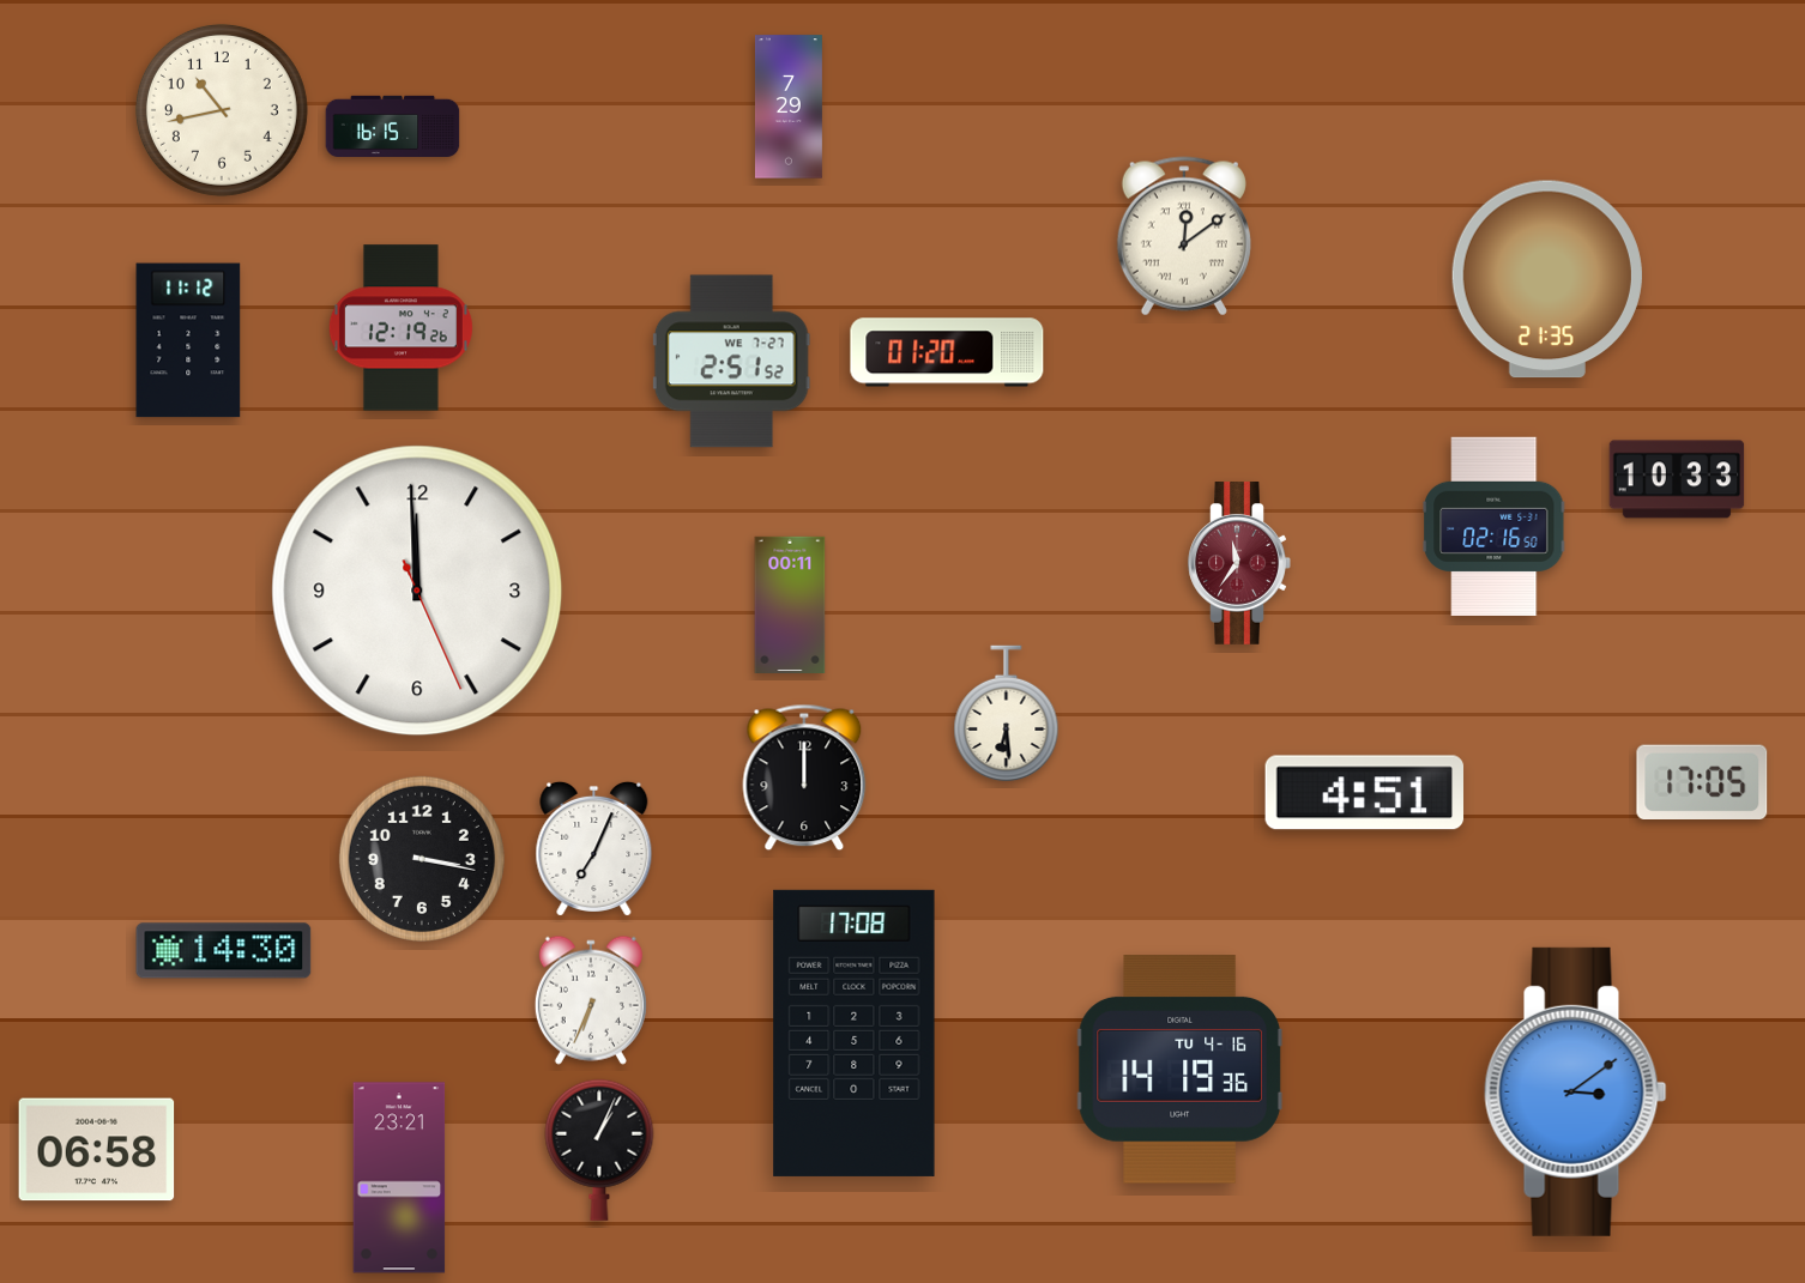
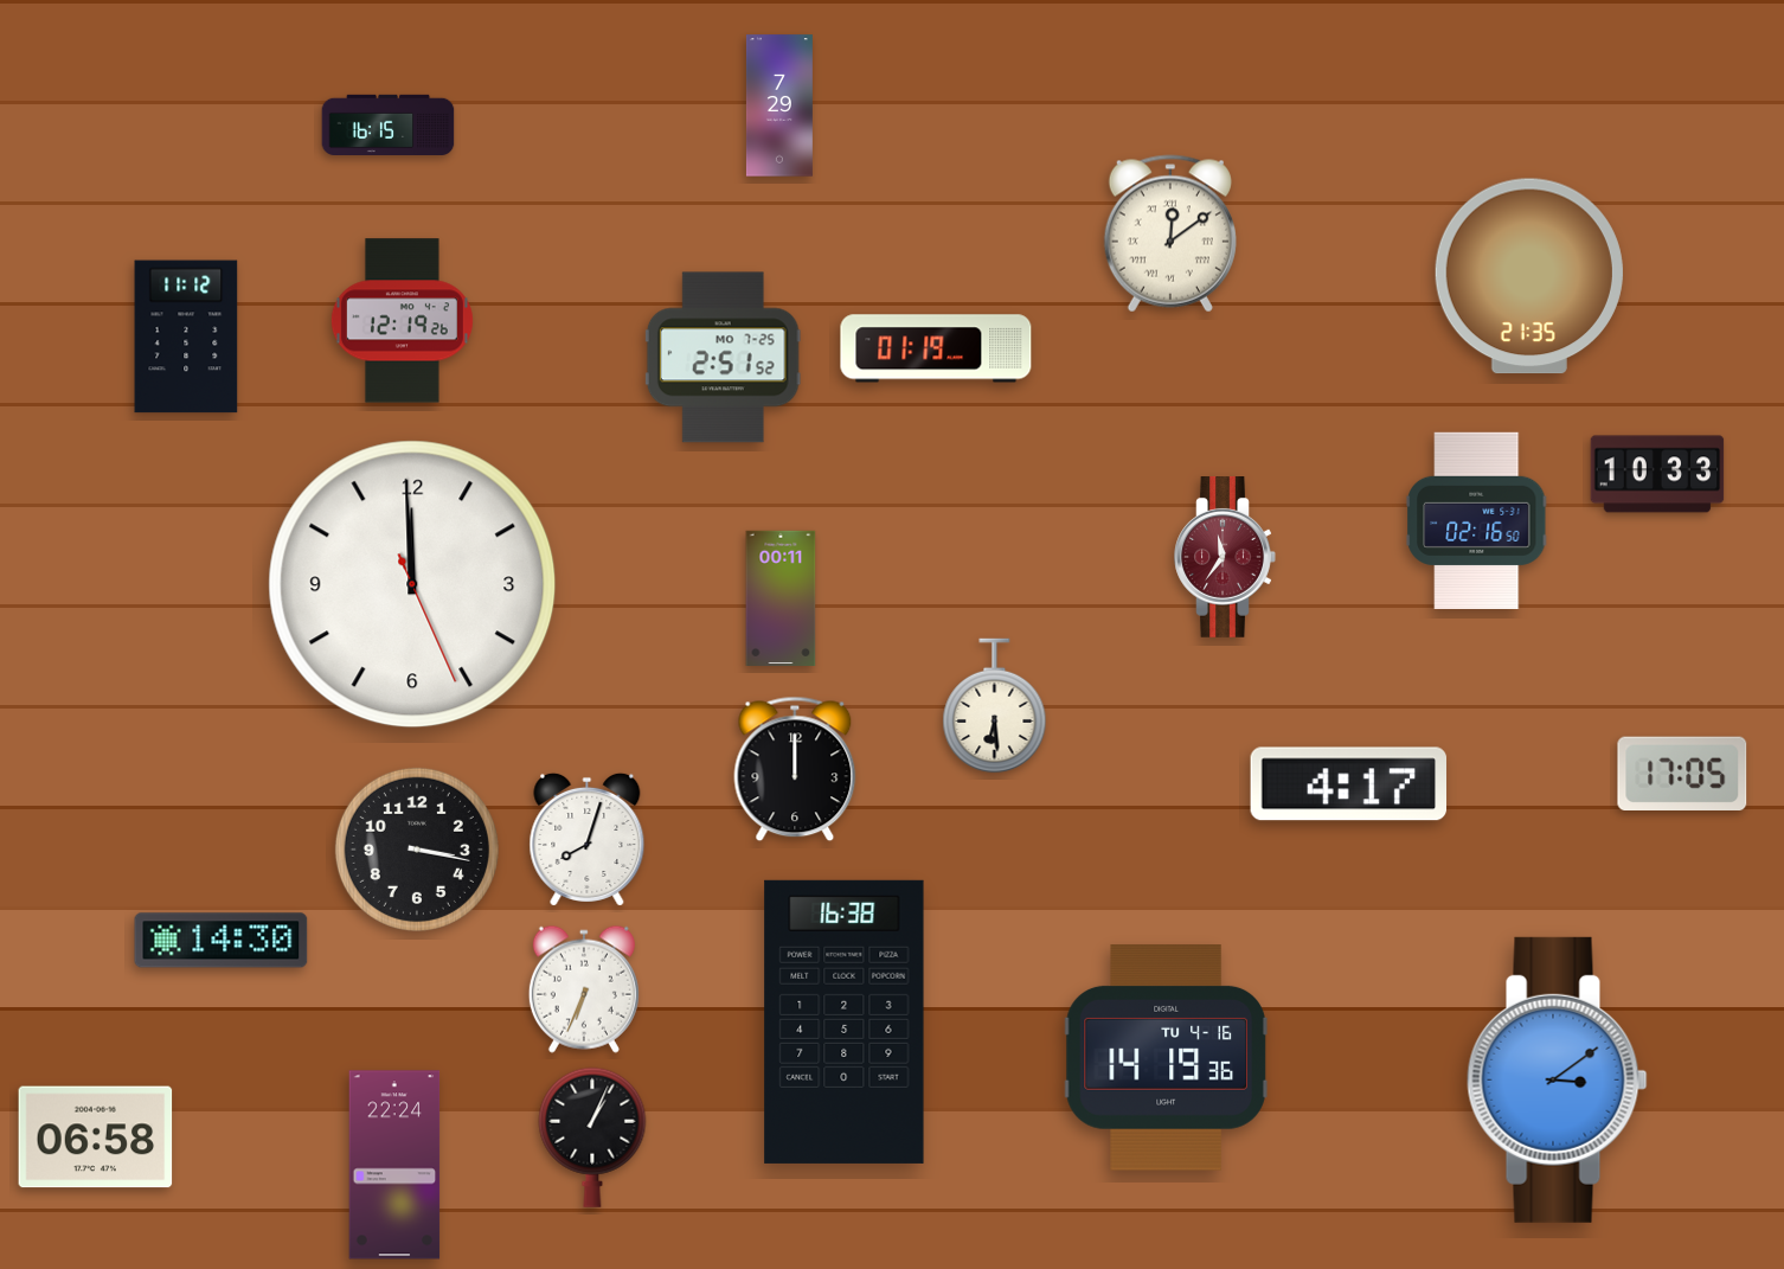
clock at (222, 110): 10:43 -> none
clock at (400, 328) position: (400, 328) -> (402, 321)
clock at (947, 352): 01:20 -> 01:19
clock at (731, 362) date: WE 7-27 -> MO 7-25
clock at (1365, 793): 4:51 -> 4:17
clock at (594, 848): 7:04 -> 8:03
clock at (855, 1033): 17:08 -> 16:38
clock at (399, 1178): 23:21 -> 22:24
